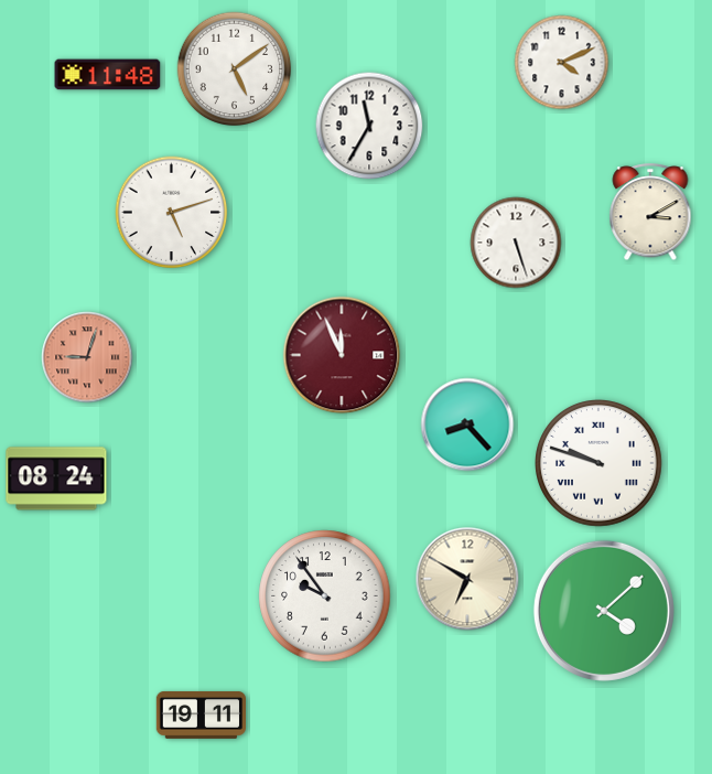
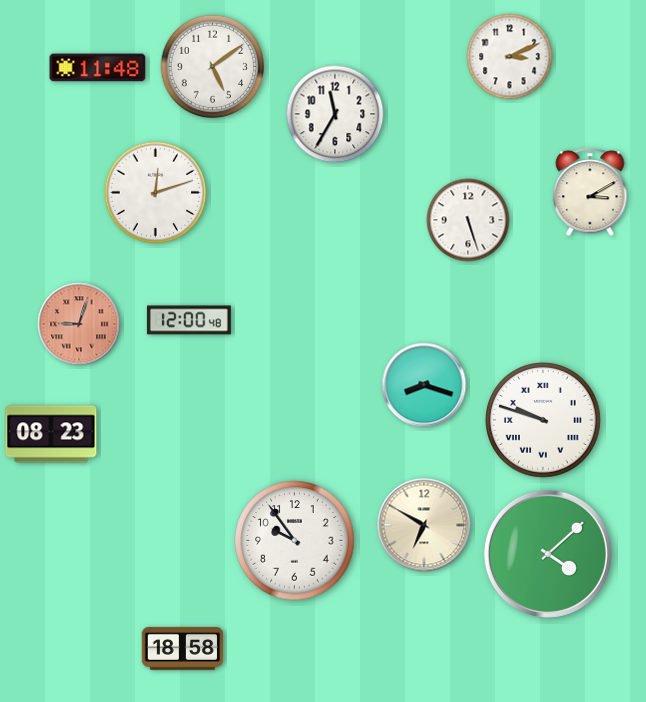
clock at (562, 63): 4:11 -> 3:11
clock at (235, 69) position: (235, 69) -> (213, 67)
clock at (172, 213): 5:12 -> 12:12
clock at (189, 320): none -> 12:00
clock at (342, 355): 11:56 -> none
clock at (467, 424): 8:23 -> 8:18
clock at (56, 479): 08:24 -> 08:23
clock at (201, 714): 19:11 -> 18:58
